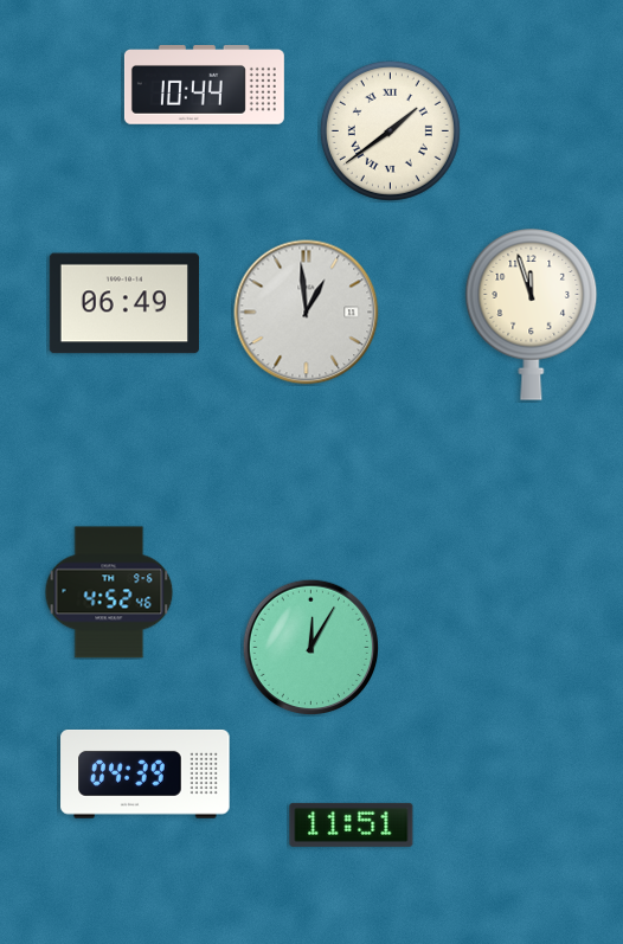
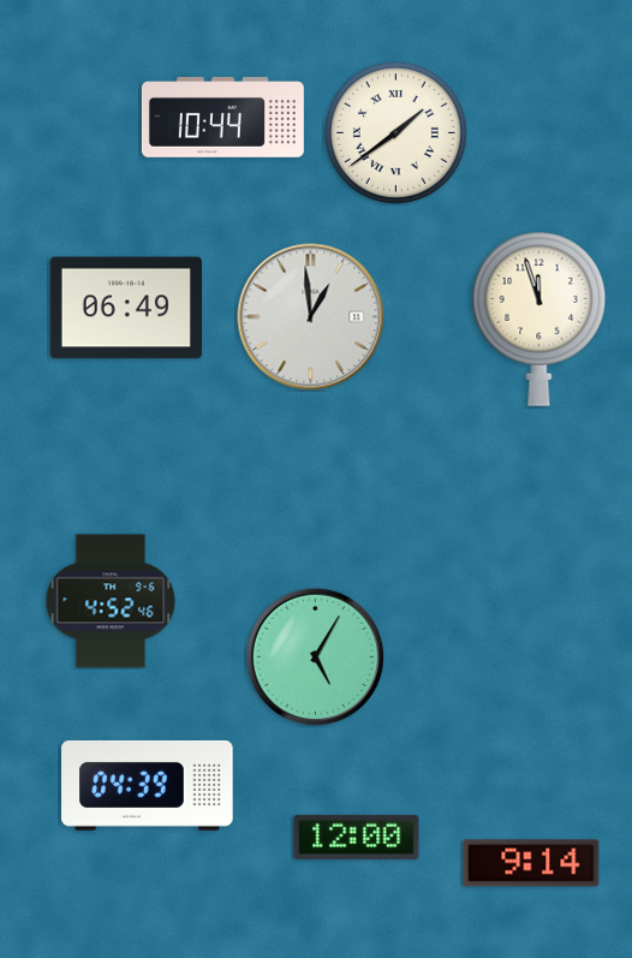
clock at (204, 85) position: (204, 85) -> (222, 118)
clock at (310, 647): 12:05 -> 5:05
clock at (352, 824): 11:51 -> 12:00
clock at (531, 863): none -> 9:14
